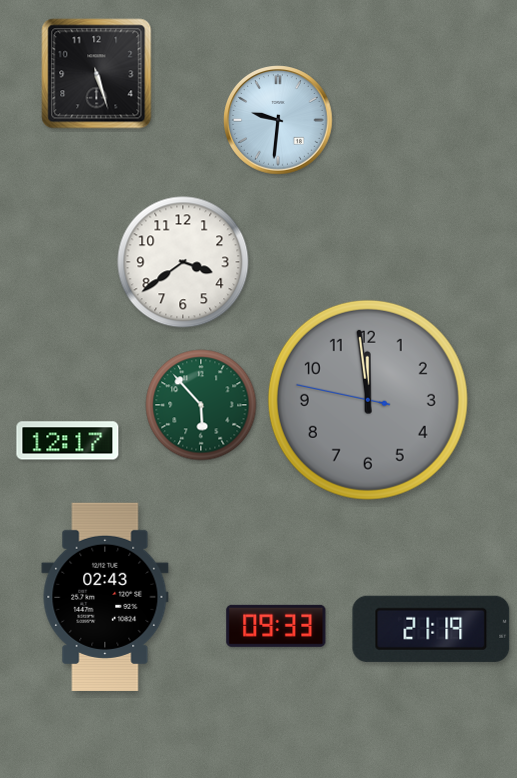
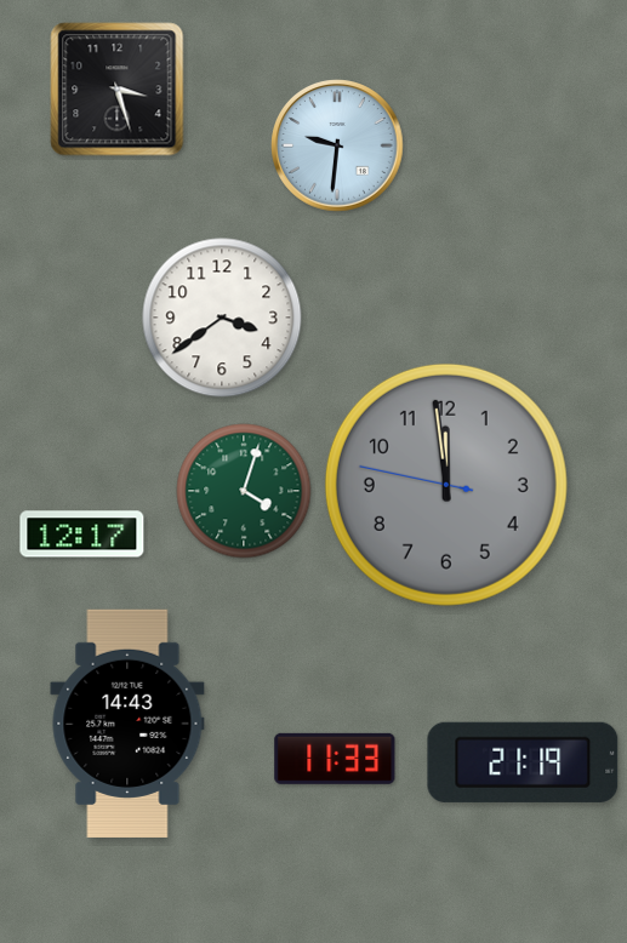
clock at (97, 74): 5:27 -> 3:27
clock at (201, 405): 5:53 -> 4:03
clock at (105, 597): 02:43 -> 14:43
clock at (276, 626): 09:33 -> 11:33
